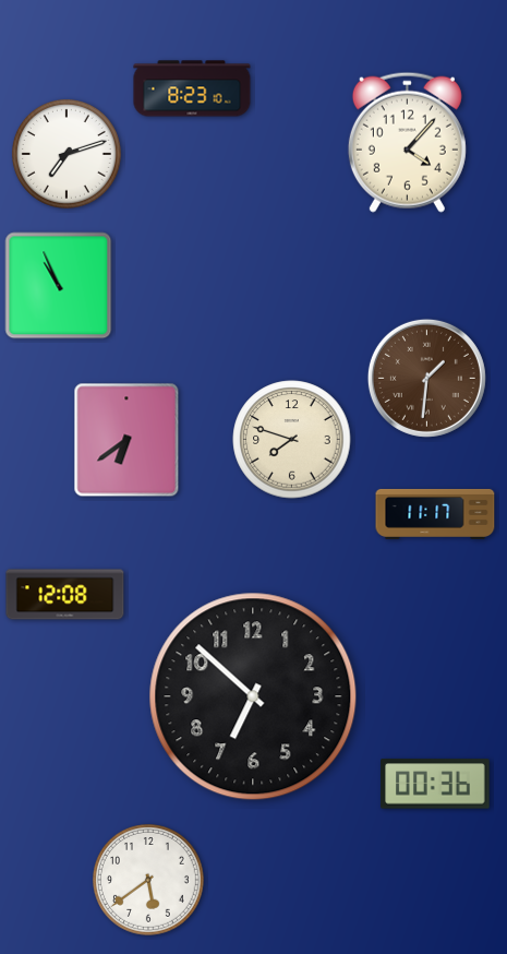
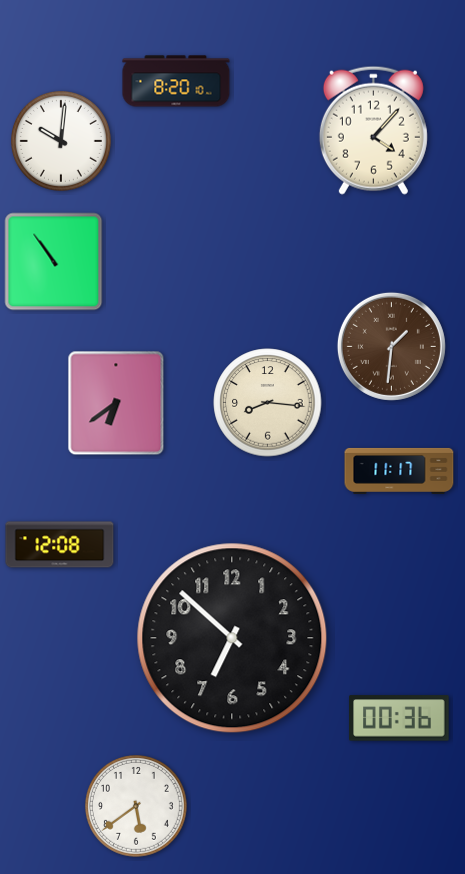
clock at (192, 88): 8:23 -> 8:20
clock at (67, 154): 7:12 -> 10:01
clock at (59, 286): 10:56 -> 10:54
clock at (292, 440): 7:48 -> 8:16
